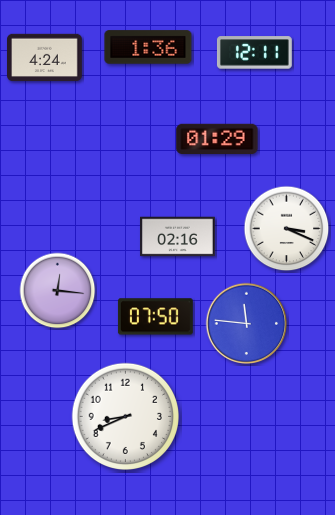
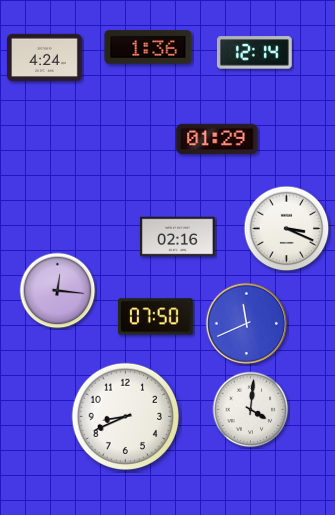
clock at (254, 53): 12:11 -> 12:14
clock at (247, 324): 11:46 -> 11:41
clock at (251, 410): none -> 4:01
